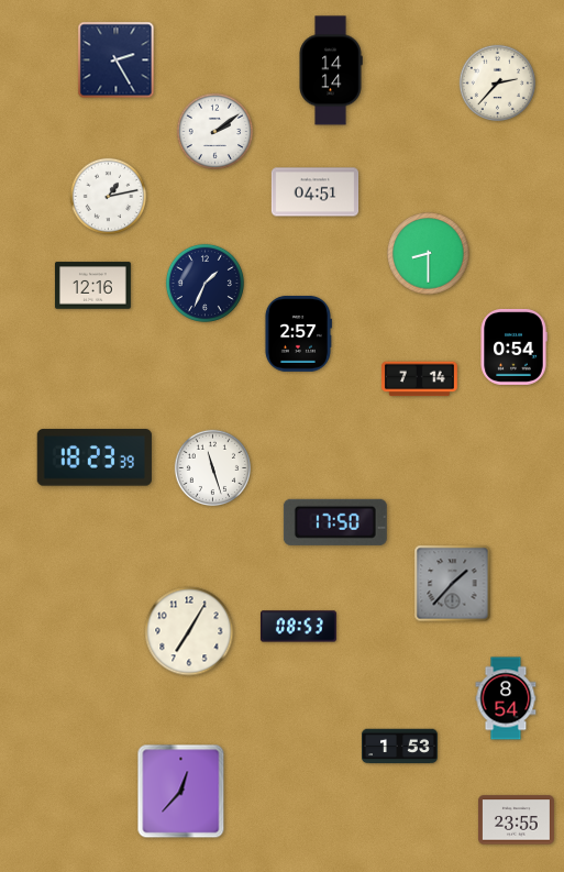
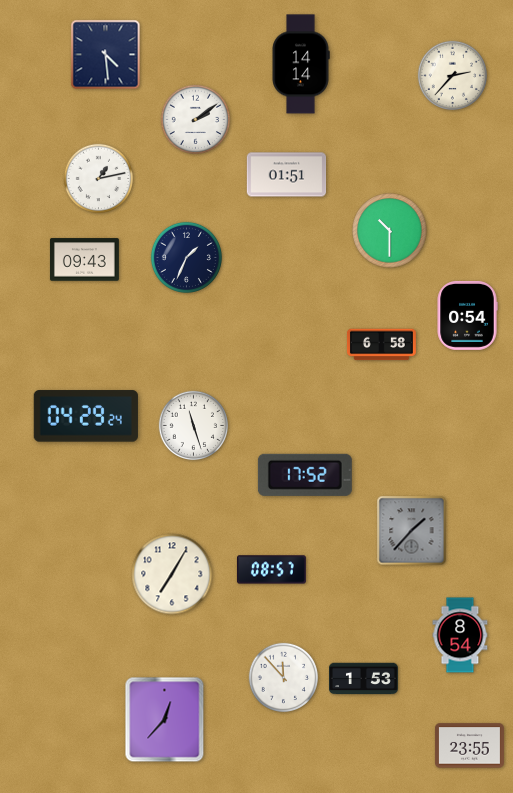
clock at (117, 60): 2:25 -> 4:29
clock at (316, 192): 04:51 -> 01:51
clock at (429, 254): 8:30 -> 10:30
clock at (92, 286): 12:16 -> 09:43
clock at (298, 333): 2:57 -> none
clock at (419, 379): 7:14 -> 6:58
clock at (95, 457): 18:23 -> 04:29
clock at (335, 522): 17:50 -> 17:52
clock at (298, 627): 08:53 -> 08:57
clock at (284, 678): none -> 11:53
